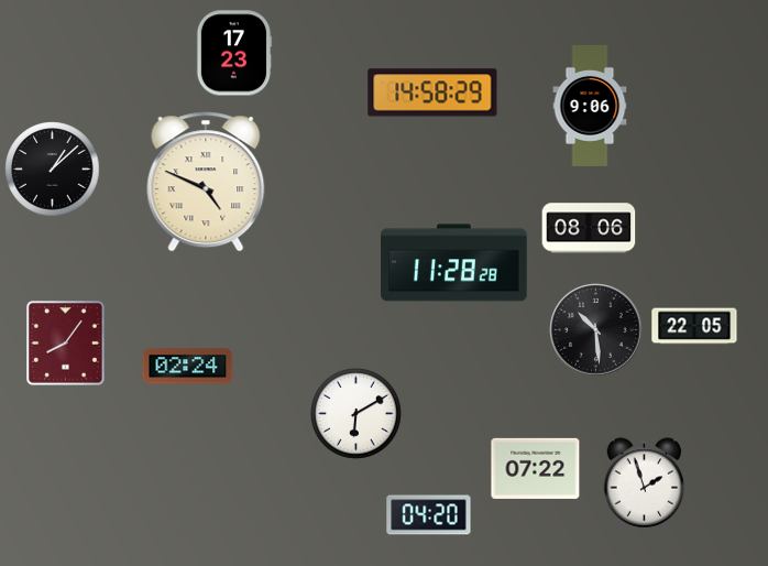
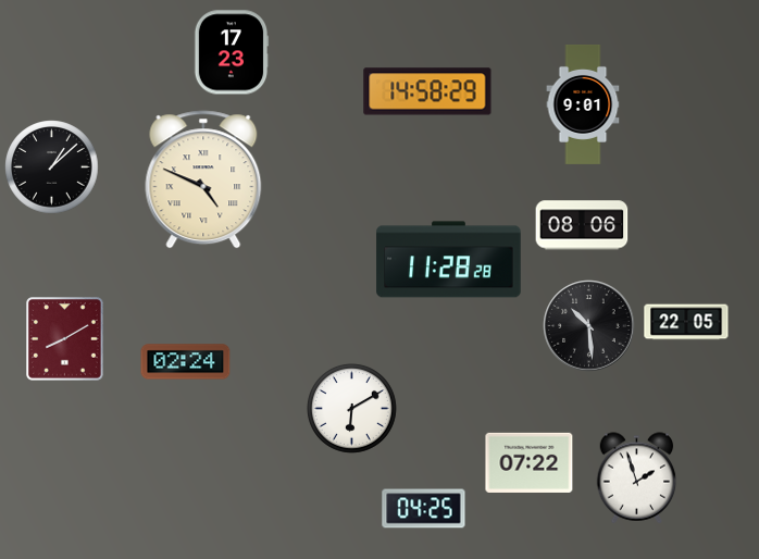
clock at (590, 106): 9:06 -> 9:01
clock at (66, 344): 8:06 -> 8:10
clock at (429, 515): 04:20 -> 04:25
